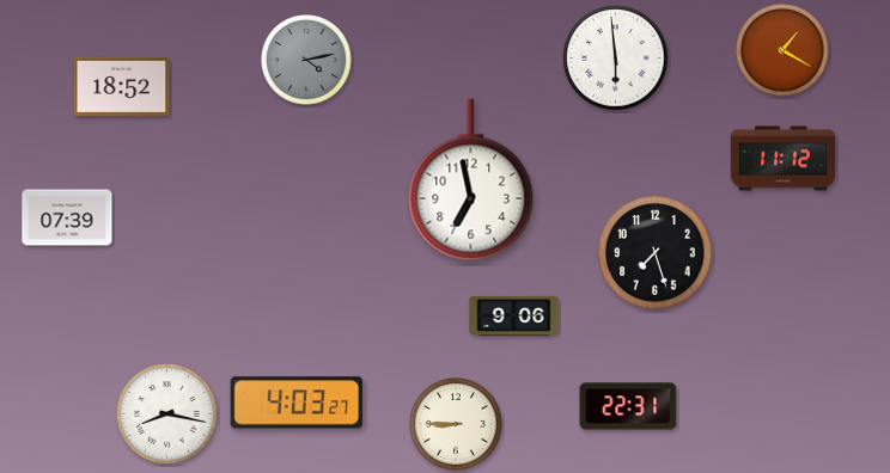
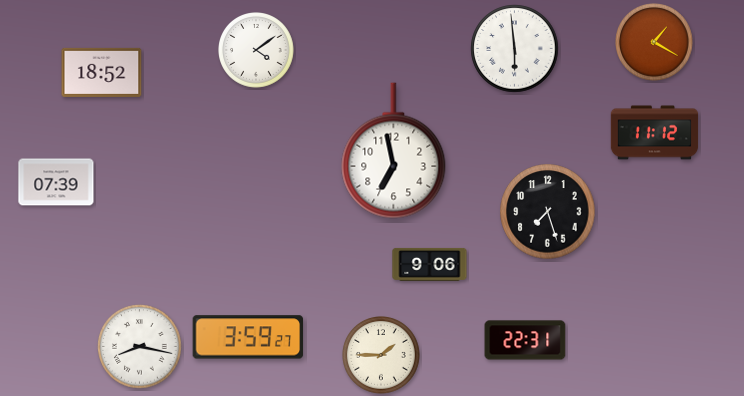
clock at (307, 61): 4:13 -> 4:09
clock at (307, 61) dial: grey -> white
clock at (297, 403): 4:03 -> 3:59
clock at (456, 424): 8:45 -> 1:45
